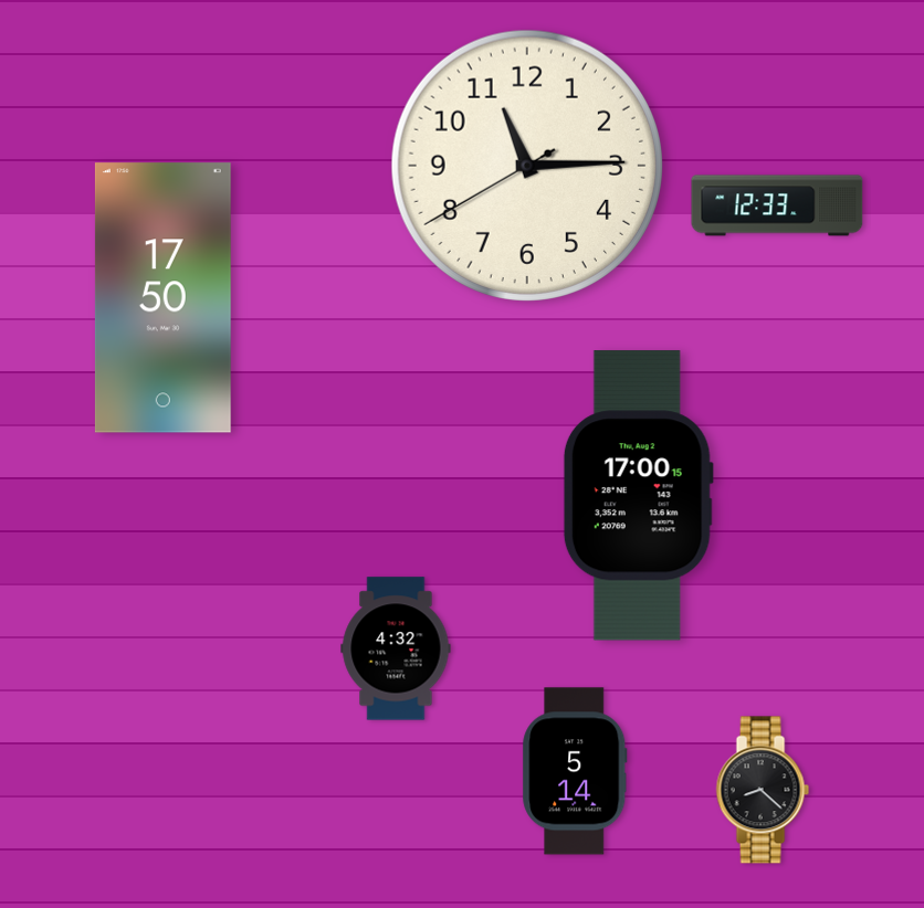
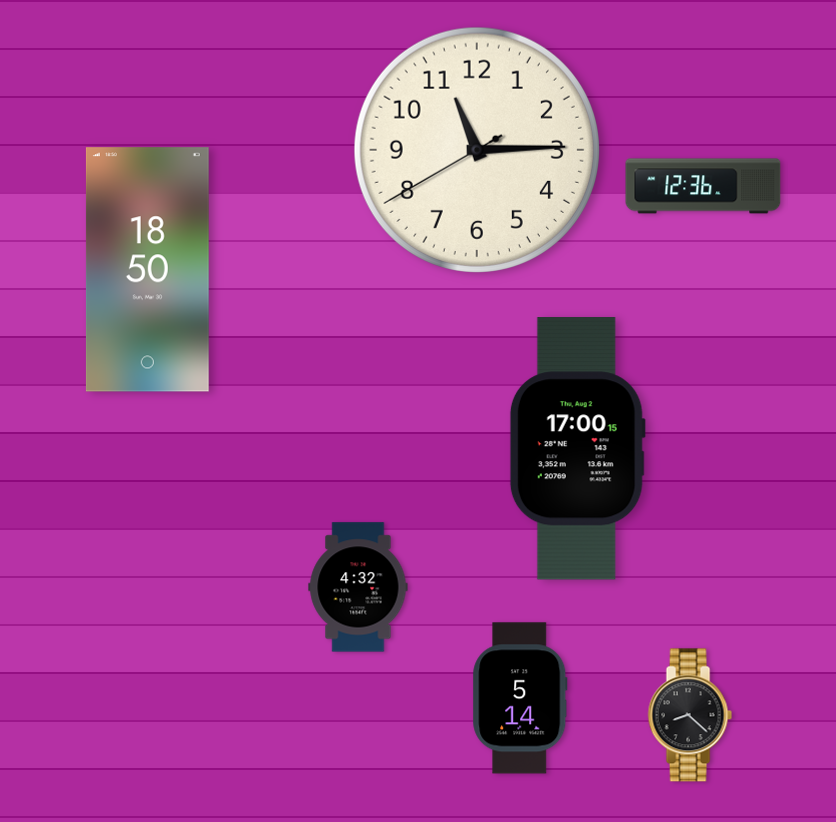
clock at (777, 205): 12:33 -> 12:36
clock at (162, 298): 17:50 -> 18:50
